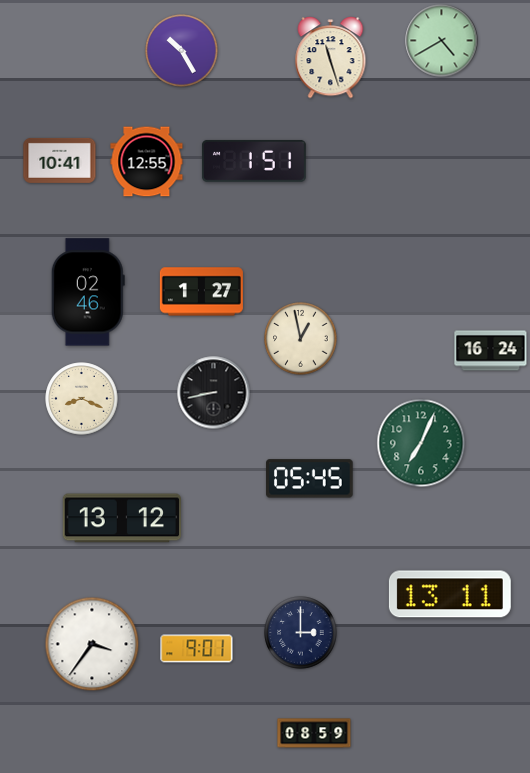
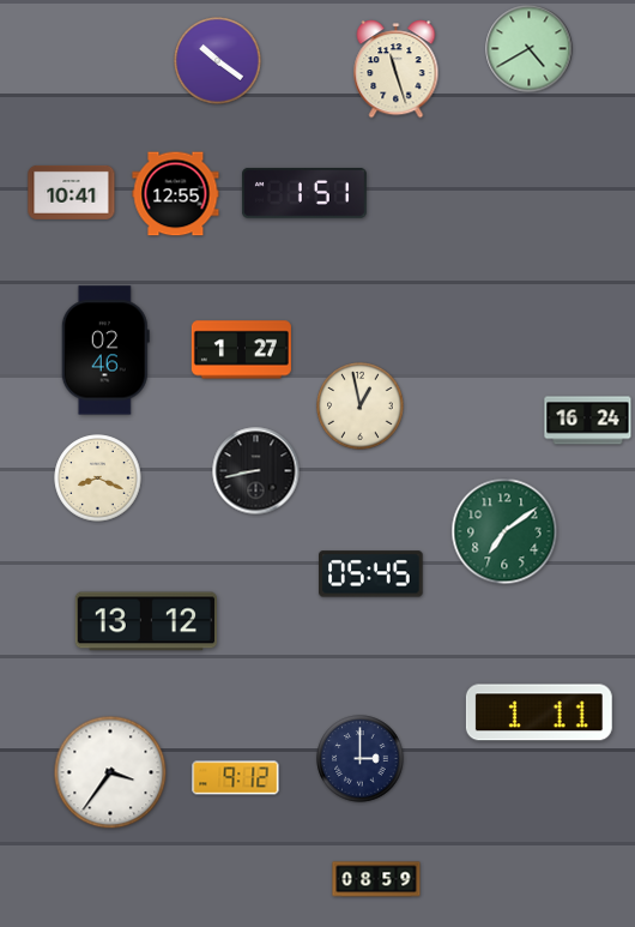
clock at (182, 51): 10:25 -> 10:21
clock at (421, 443): 7:04 -> 7:09
clock at (450, 594): 13:11 -> 1:11
clock at (197, 649): 9:01 -> 9:12
